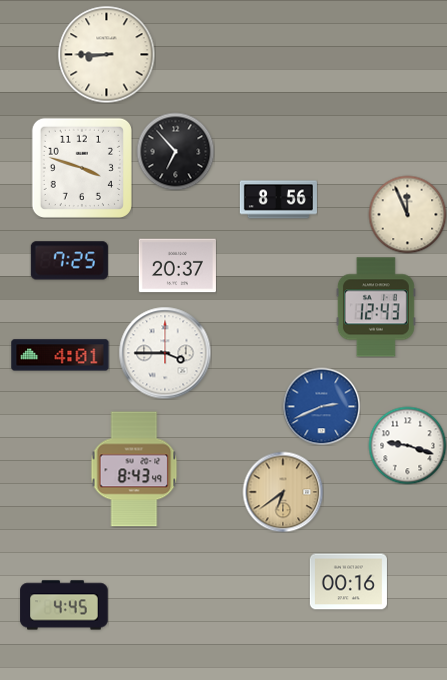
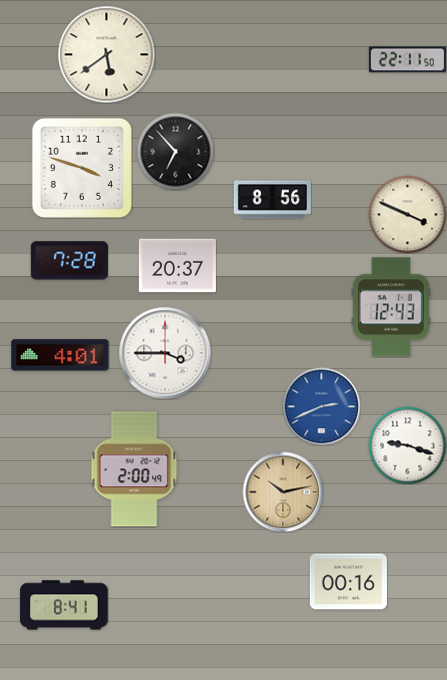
clock at (106, 54): 8:45 -> 5:39
clock at (407, 60): none -> 22:11
clock at (278, 200) position: (278, 200) -> (272, 200)
clock at (407, 214): 11:56 -> 3:49
clock at (69, 261): 7:25 -> 7:28
clock at (376, 307) position: (376, 307) -> (391, 307)
clock at (134, 469): 8:43 -> 2:00
clock at (283, 492): 6:39 -> 10:13
clock at (64, 605): 4:45 -> 8:41
